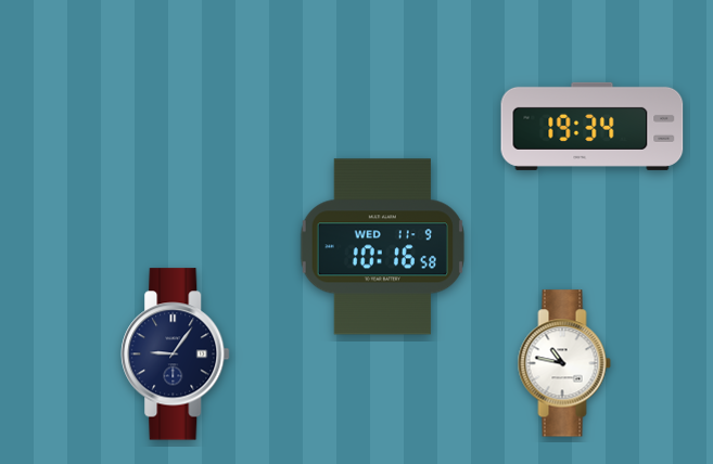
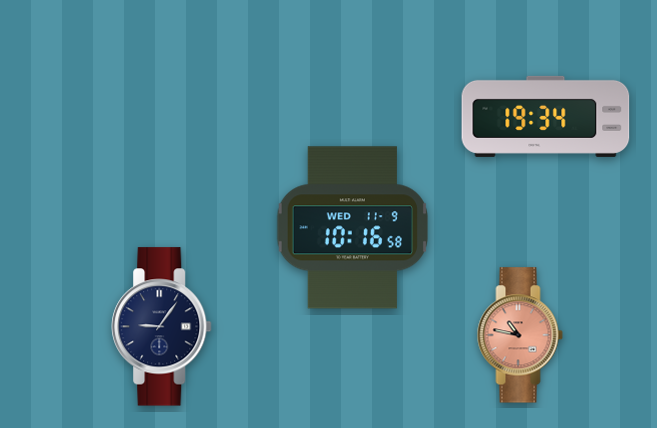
clock at (564, 363) dial: white -> salmon
